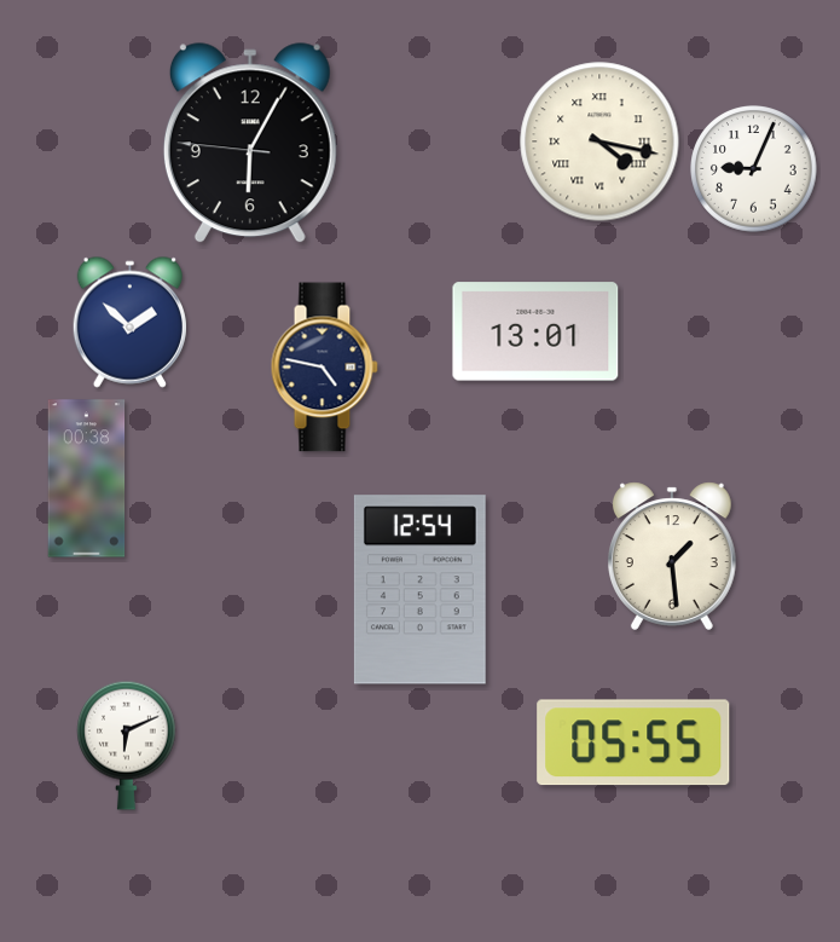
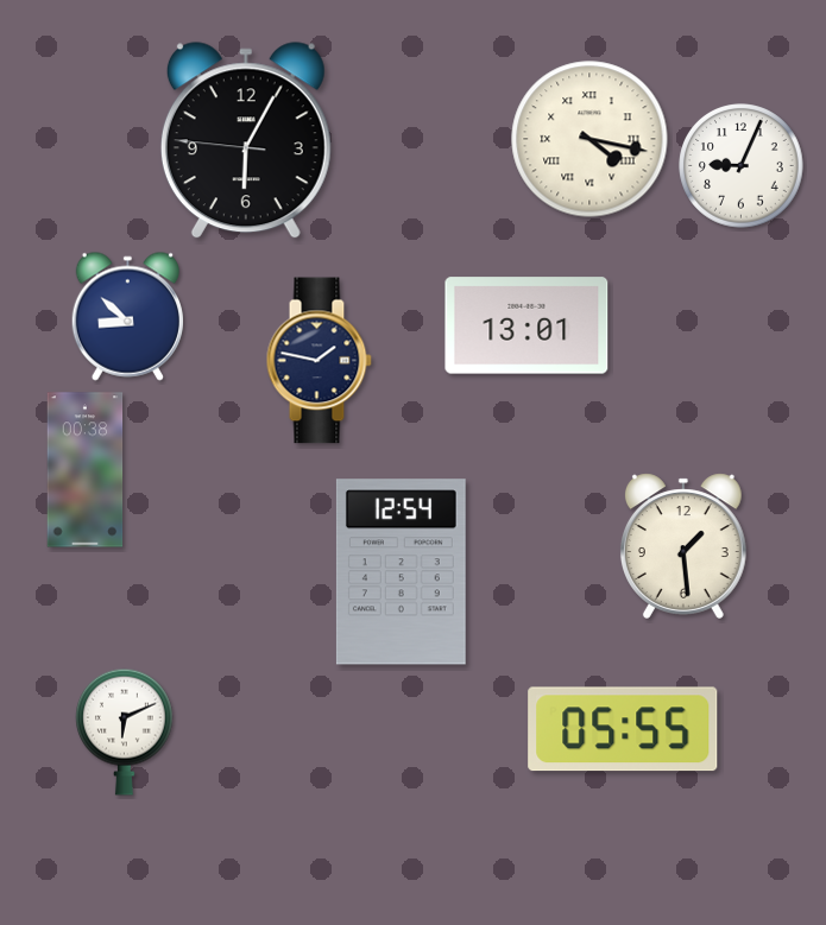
clock at (129, 322): 1:52 -> 8:52
clock at (324, 368): 4:47 -> 1:47
clock at (672, 556) position: (672, 556) -> (683, 546)
clock at (419, 590) position: (419, 590) -> (401, 572)
